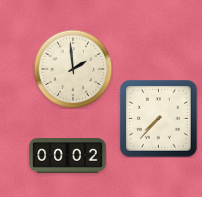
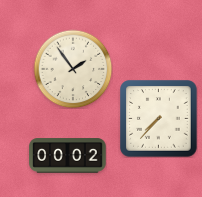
clock at (73, 69): 1:59 -> 1:54
